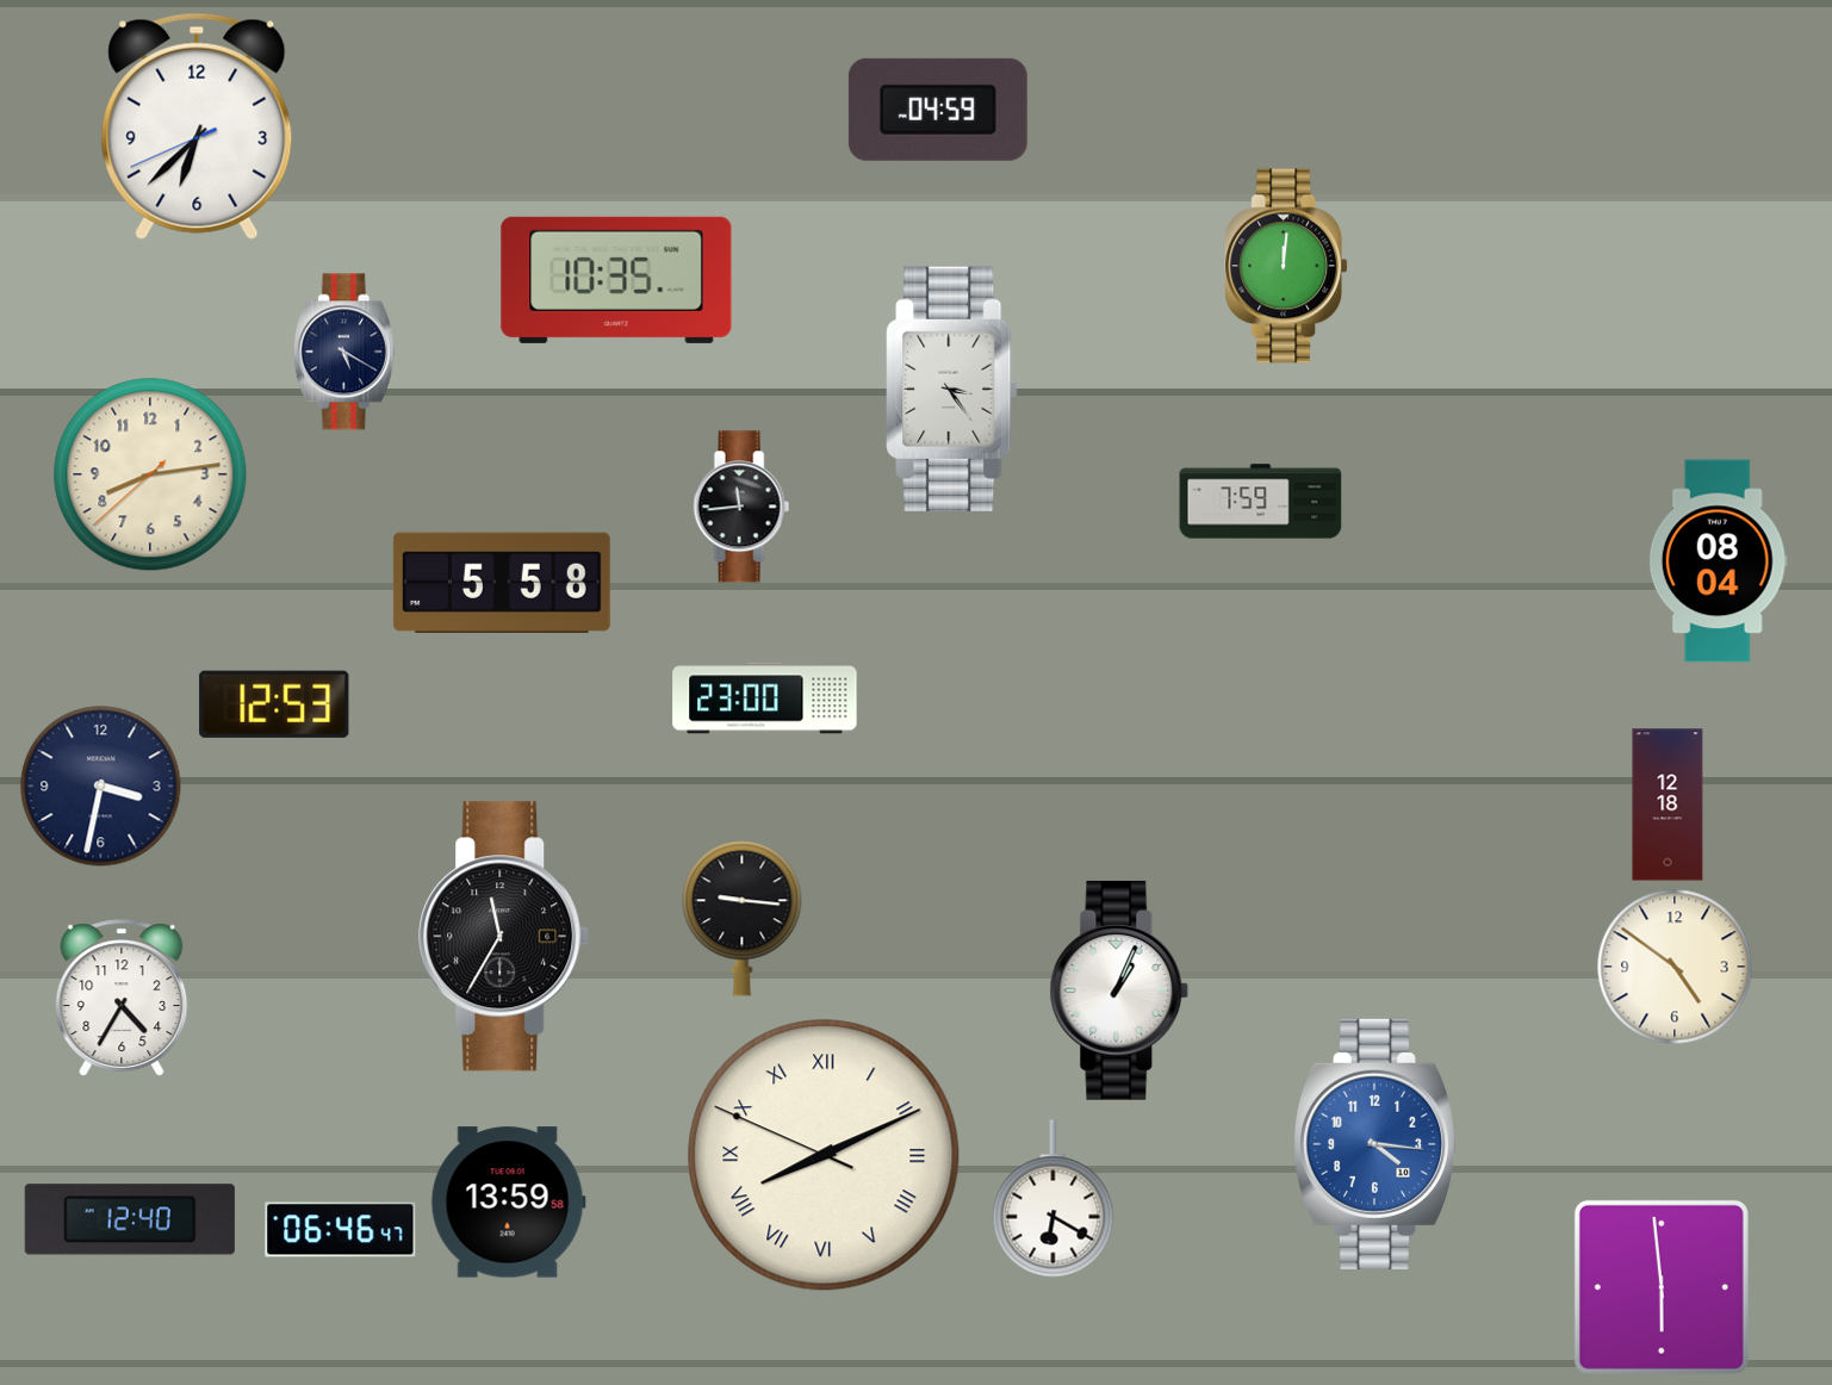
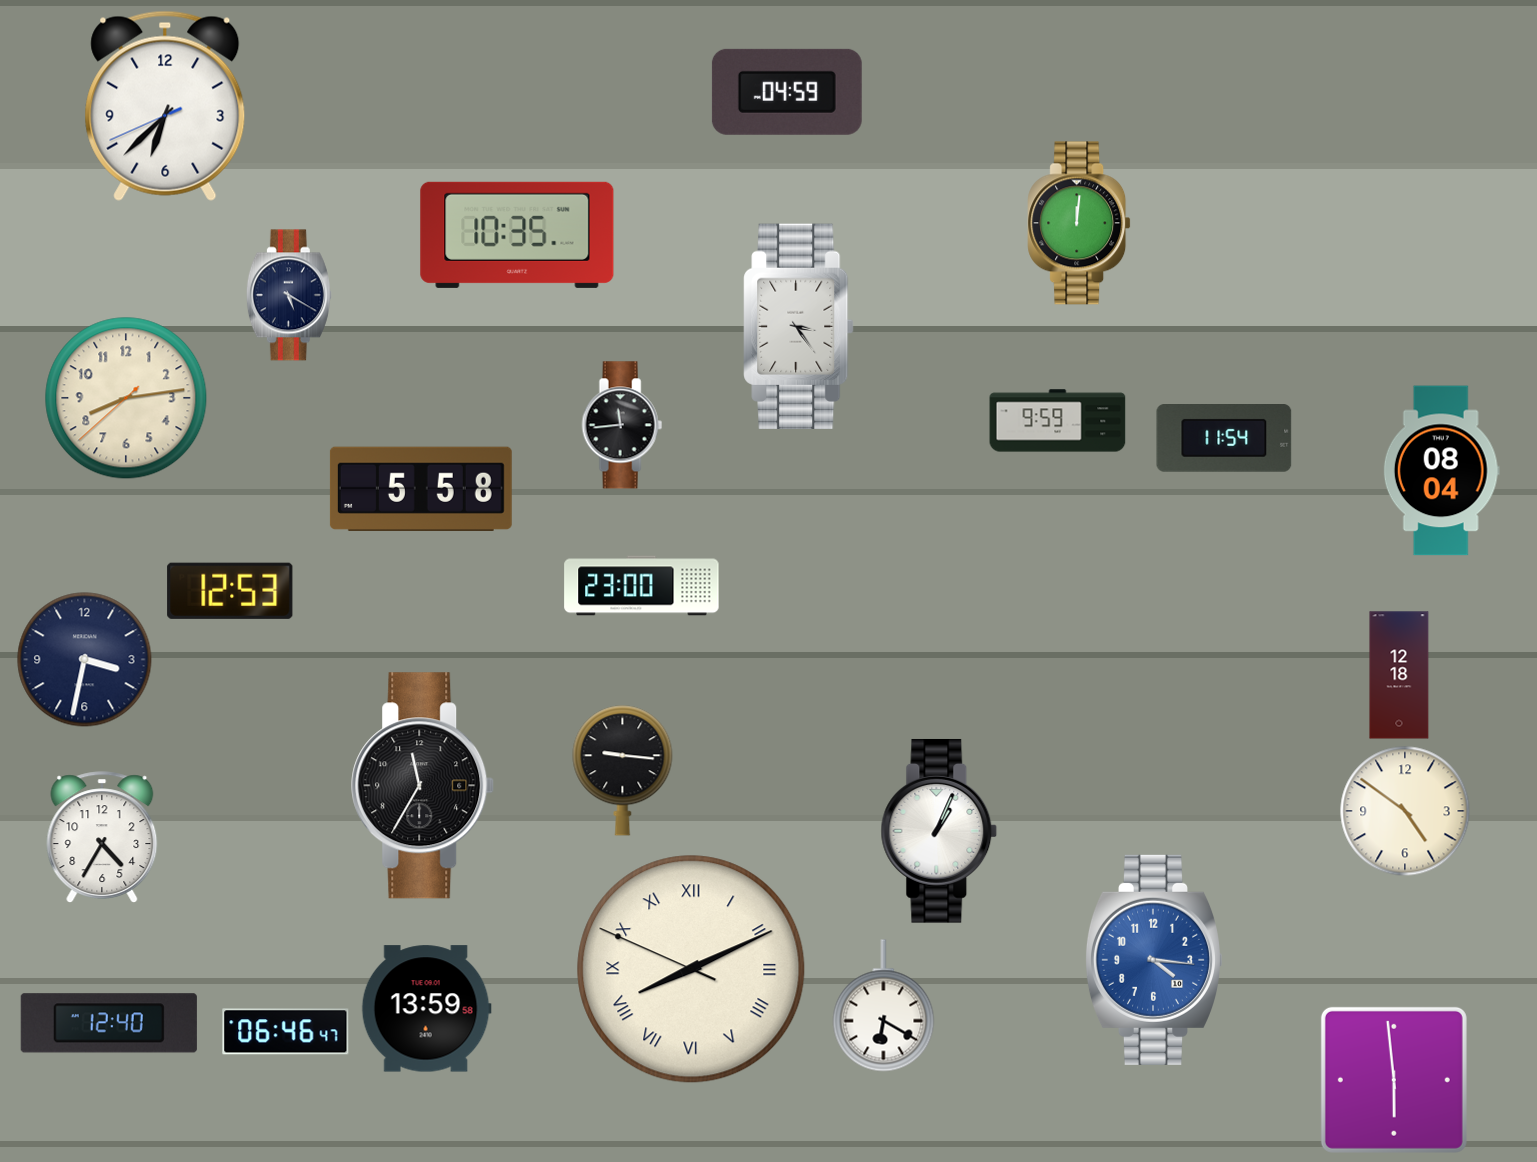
clock at (1261, 502): 7:59 -> 9:59
clock at (1224, 438): none -> 11:54
